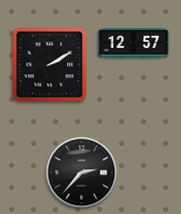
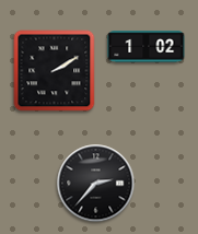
clock at (134, 43): 12:57 -> 1:02
clock at (82, 173) position: (82, 173) -> (96, 184)
